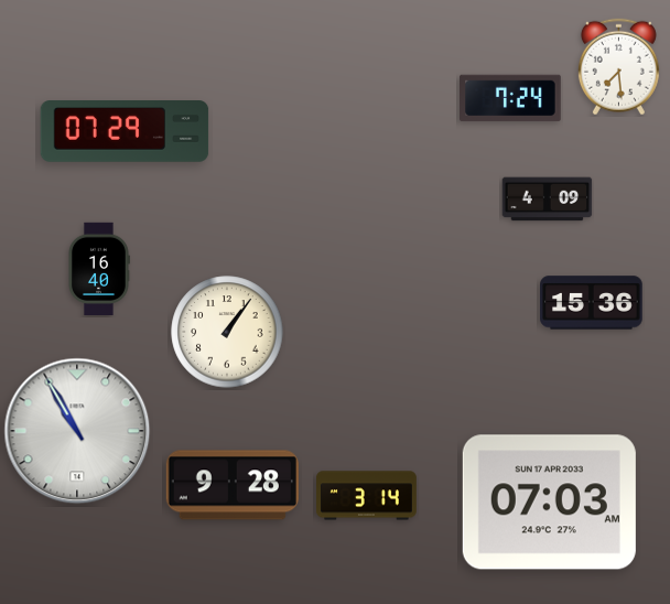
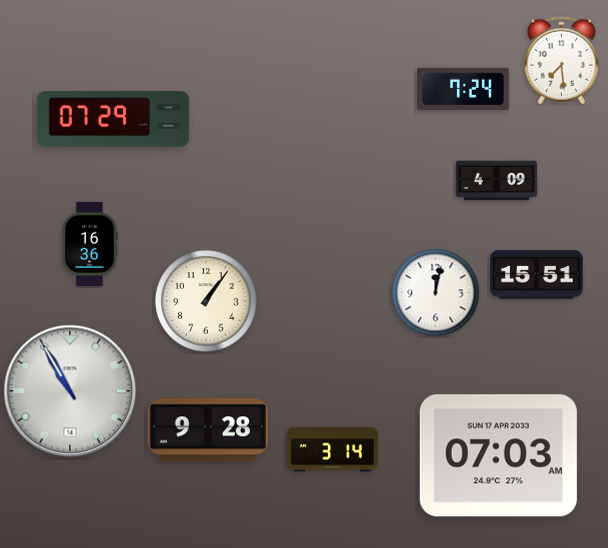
clock at (99, 269): 16:40 -> 16:36
clock at (592, 303): 15:36 -> 15:51
clock at (436, 293): none -> 12:02
clock at (233, 485) position: (233, 485) -> (208, 430)
